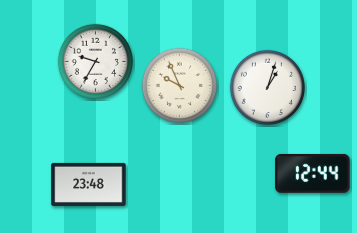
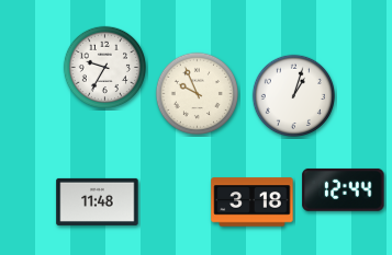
clock at (89, 184): 23:48 -> 11:48
clock at (253, 202): none -> 3:18
